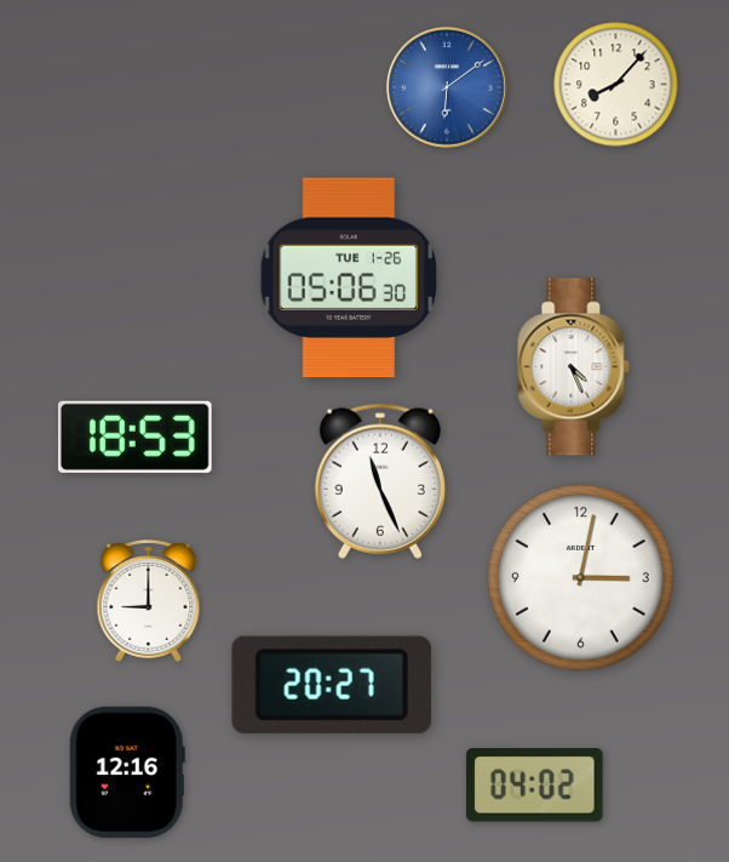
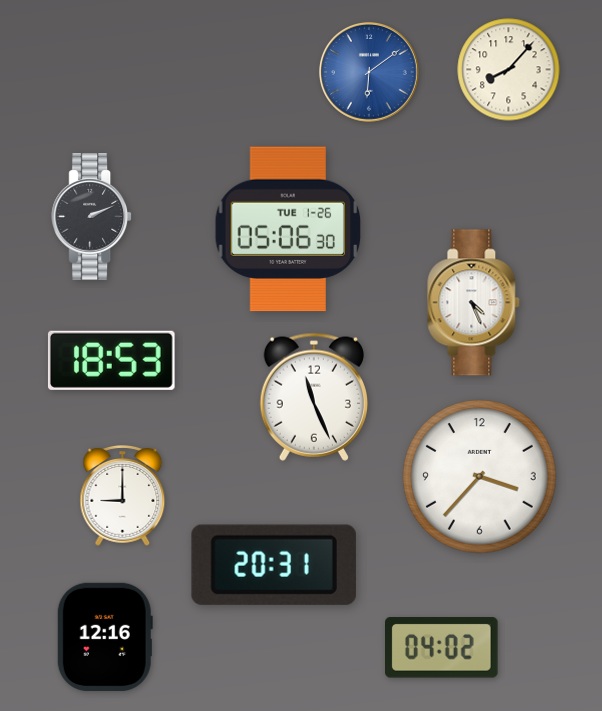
clock at (92, 217): none -> 2:11
clock at (581, 578): 3:02 -> 3:37
clock at (332, 685): 20:27 -> 20:31
